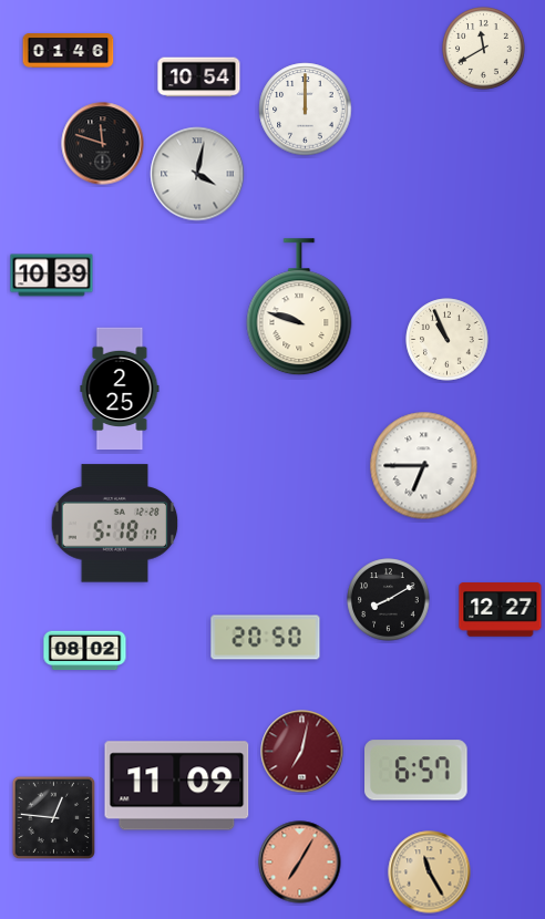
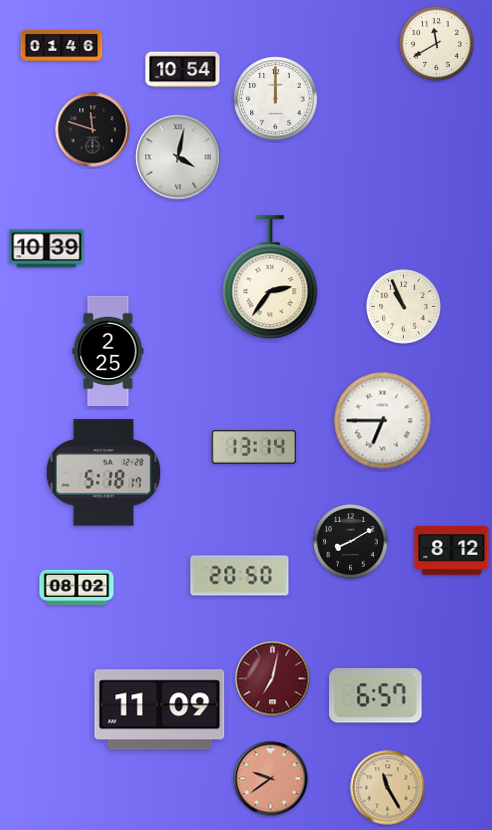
clock at (199, 78) position: (199, 78) -> (183, 70)
clock at (299, 308): 9:48 -> 2:36
clock at (254, 447): none -> 13:14
clock at (501, 610): 12:27 -> 8:12
clock at (54, 818): 12:46 -> none
clock at (300, 863): 7:05 -> 9:39
